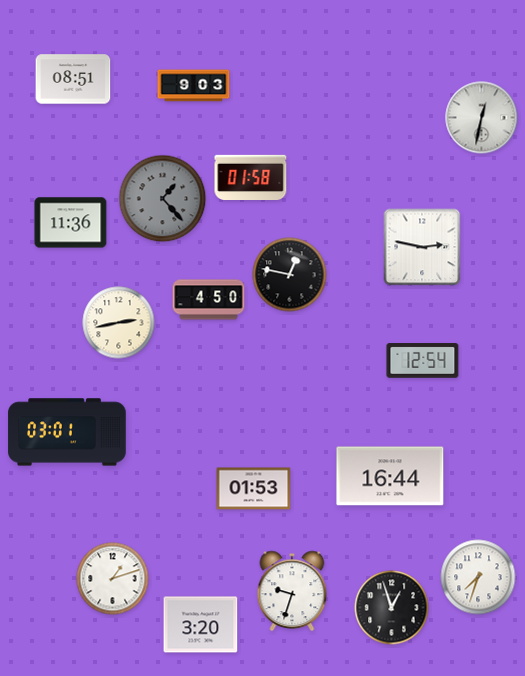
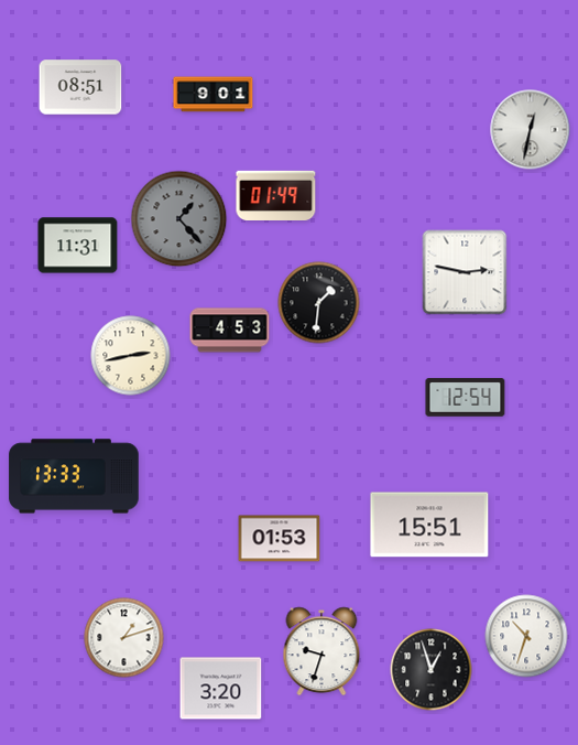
clock at (194, 86): 9:03 -> 9:01
clock at (251, 177): 01:58 -> 01:49
clock at (71, 223): 11:36 -> 11:31
clock at (290, 275): 12:47 -> 1:31
clock at (209, 300): 4:50 -> 4:53
clock at (67, 432): 03:01 -> 13:33
clock at (390, 476): 16:44 -> 15:51
clock at (478, 577): 7:33 -> 10:33
